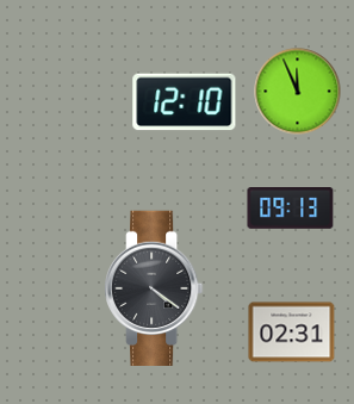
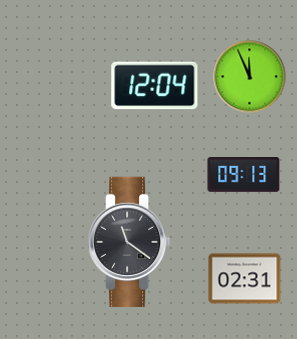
clock at (185, 102): 12:10 -> 12:04
clock at (155, 287): 4:21 -> 11:21
